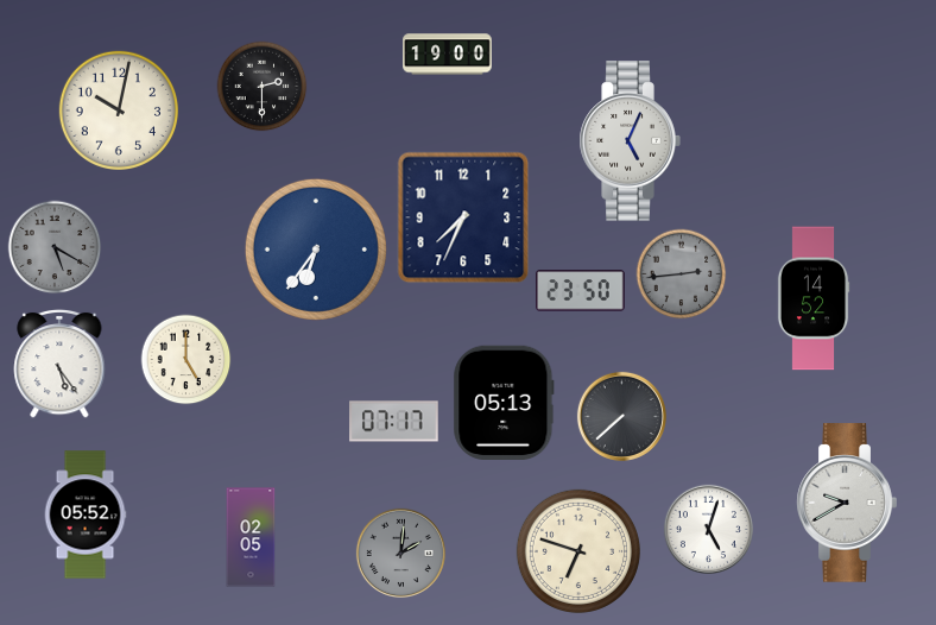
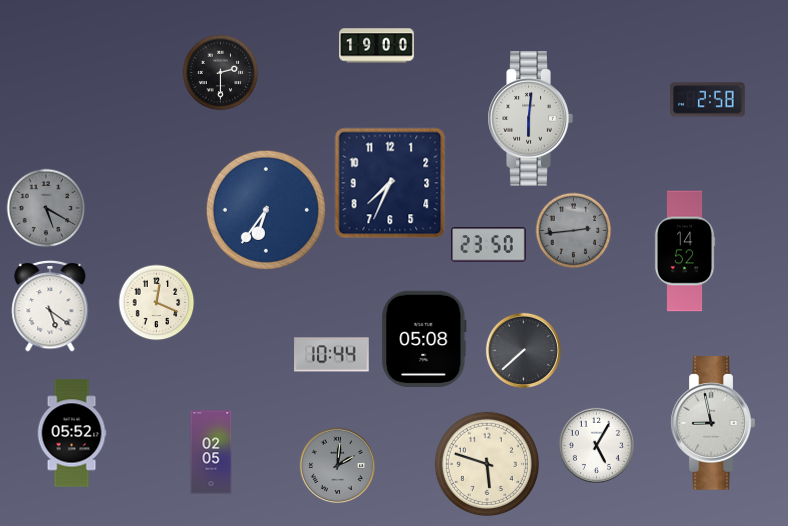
clock at (118, 109): 10:02 -> none
clock at (708, 100): none -> 2:58
clock at (630, 141): 5:04 -> 6:01
clock at (186, 360): 5:00 -> 12:19
clock at (59, 364): 5:24 -> 5:21
clock at (504, 402): 05:13 -> 05:08
clock at (394, 422): 07:17 -> 10:44
clock at (847, 503): 9:40 -> 8:58
clock at (708, 529): 5:03 -> 5:05
clock at (578, 551): 6:48 -> 5:48
